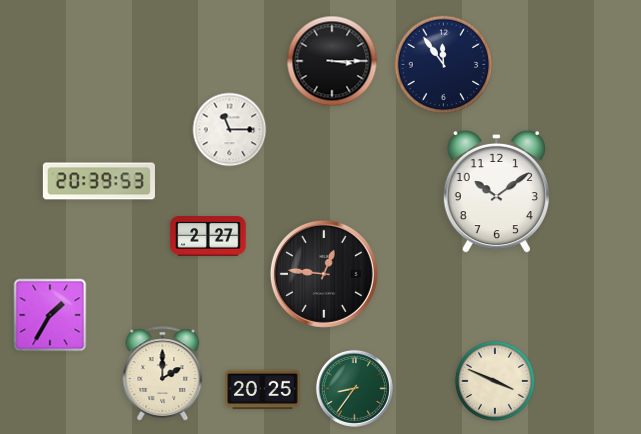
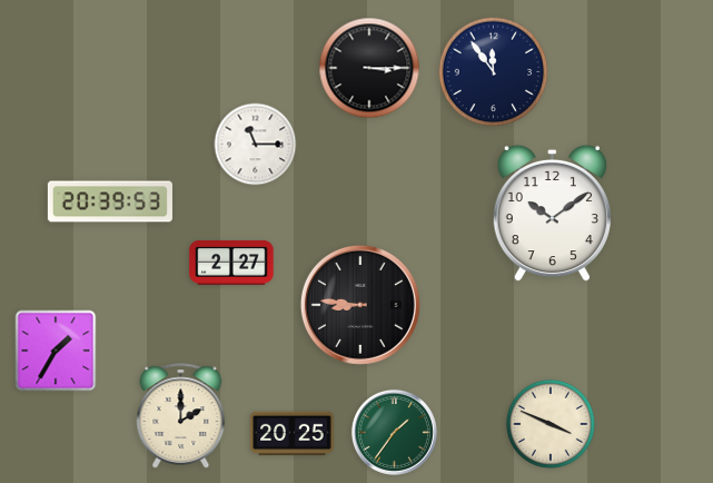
clock at (324, 274): 12:46 -> 8:46
clock at (354, 388): 8:36 -> 1:36
